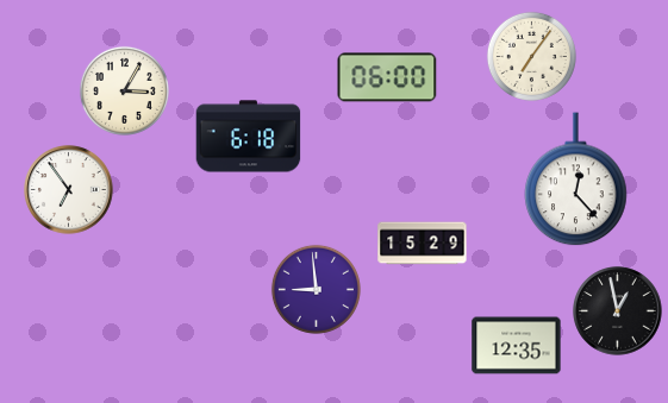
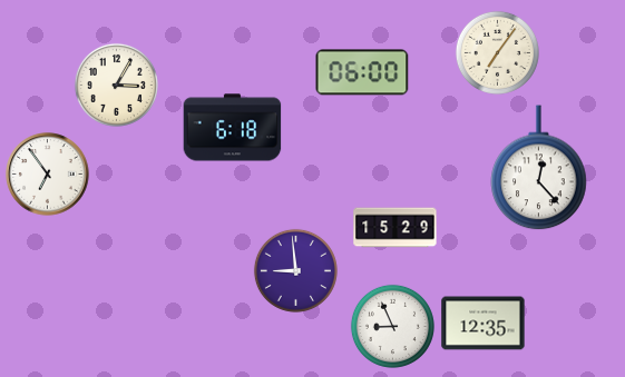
clock at (69, 190) position: (69, 190) -> (48, 175)
clock at (618, 311): 12:58 -> none
clock at (392, 326): none -> 8:56
